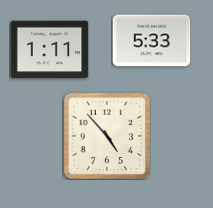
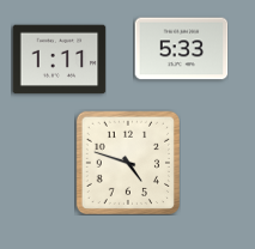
clock at (106, 135): 4:53 -> 4:48
